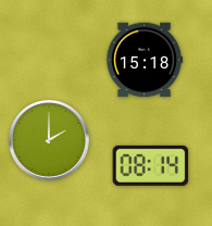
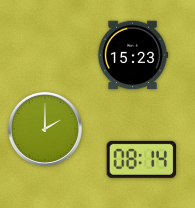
clock at (145, 60): 15:18 -> 15:23
clock at (151, 165) position: (151, 165) -> (142, 159)
